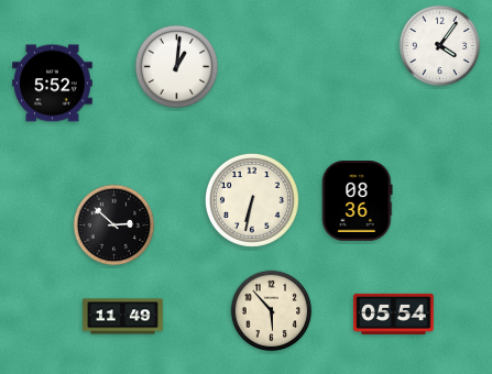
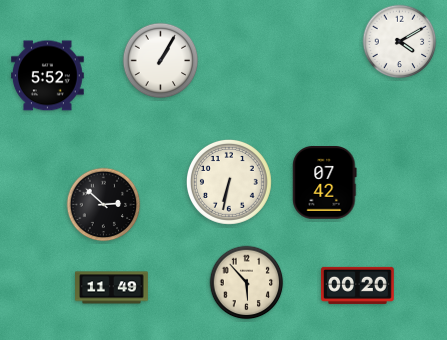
clock at (440, 46): 4:06 -> 4:10
clock at (177, 67): 1:01 -> 1:05
clock at (358, 201): 08:36 -> 07:42
clock at (394, 313): 05:54 -> 00:20
